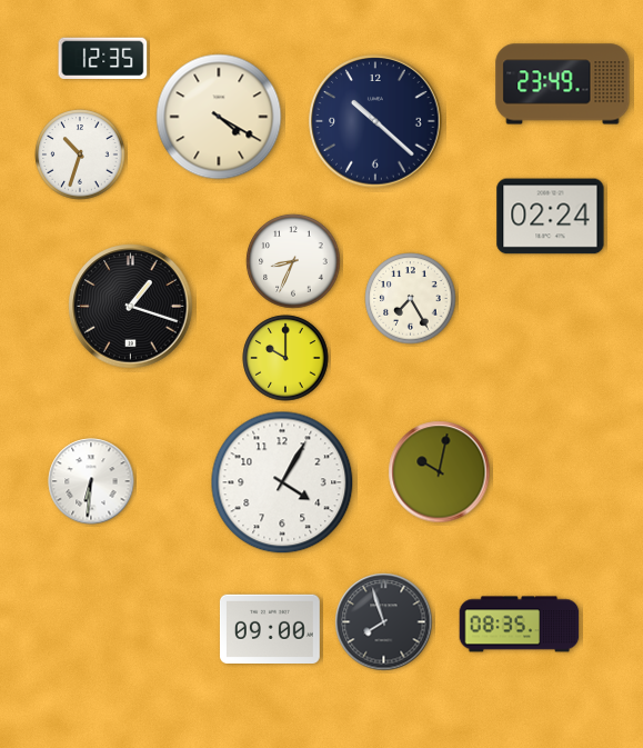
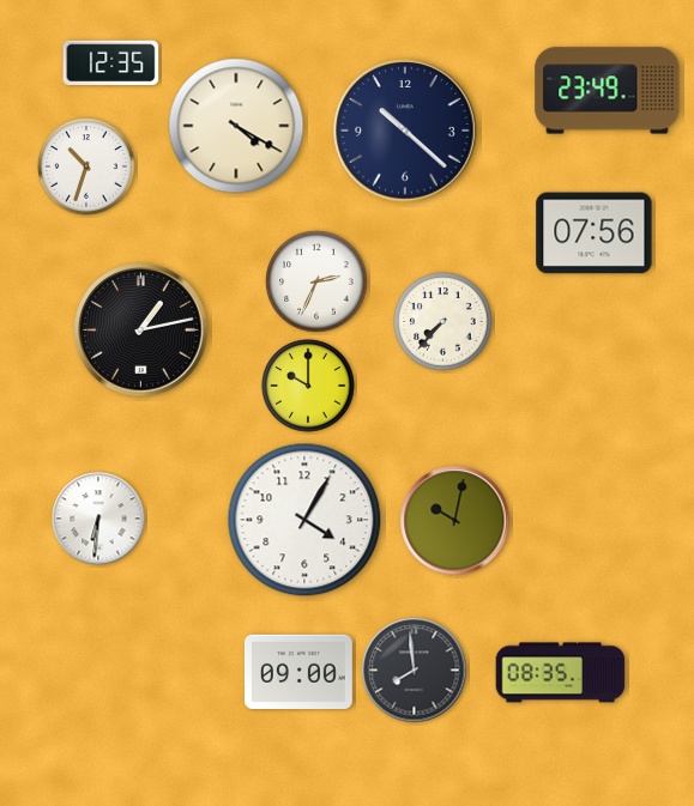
clock at (551, 217): 02:24 -> 07:56
clock at (293, 261): 8:34 -> 2:34
clock at (411, 299): 7:25 -> 7:37
clock at (131, 307): 1:18 -> 1:13
clock at (440, 472) position: (440, 472) -> (455, 521)
clock at (384, 622): 7:57 -> 7:59
clock at (270, 628) position: (270, 628) -> (298, 671)
